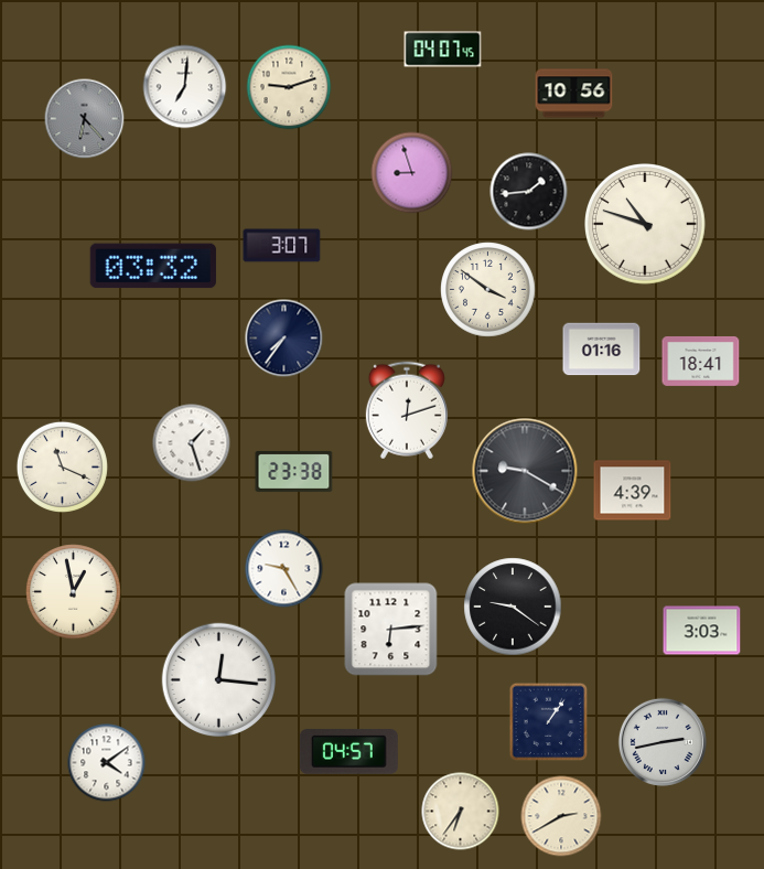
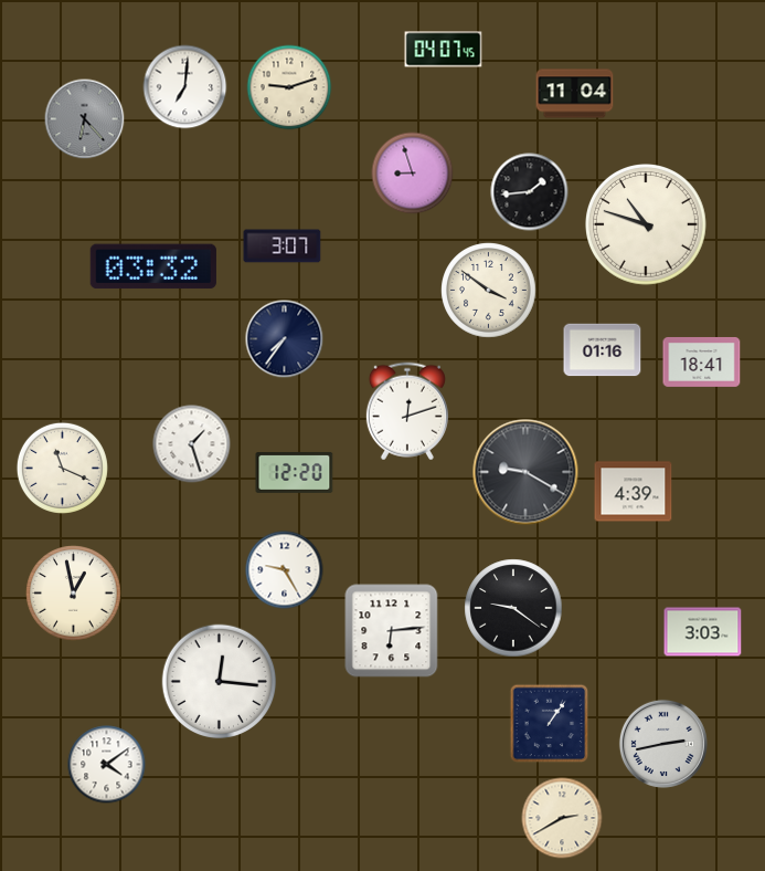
clock at (574, 94): 10:56 -> 11:04
clock at (294, 471): 23:38 -> 12:20
clock at (348, 752): 04:57 -> none
clock at (461, 812): 6:36 -> none
